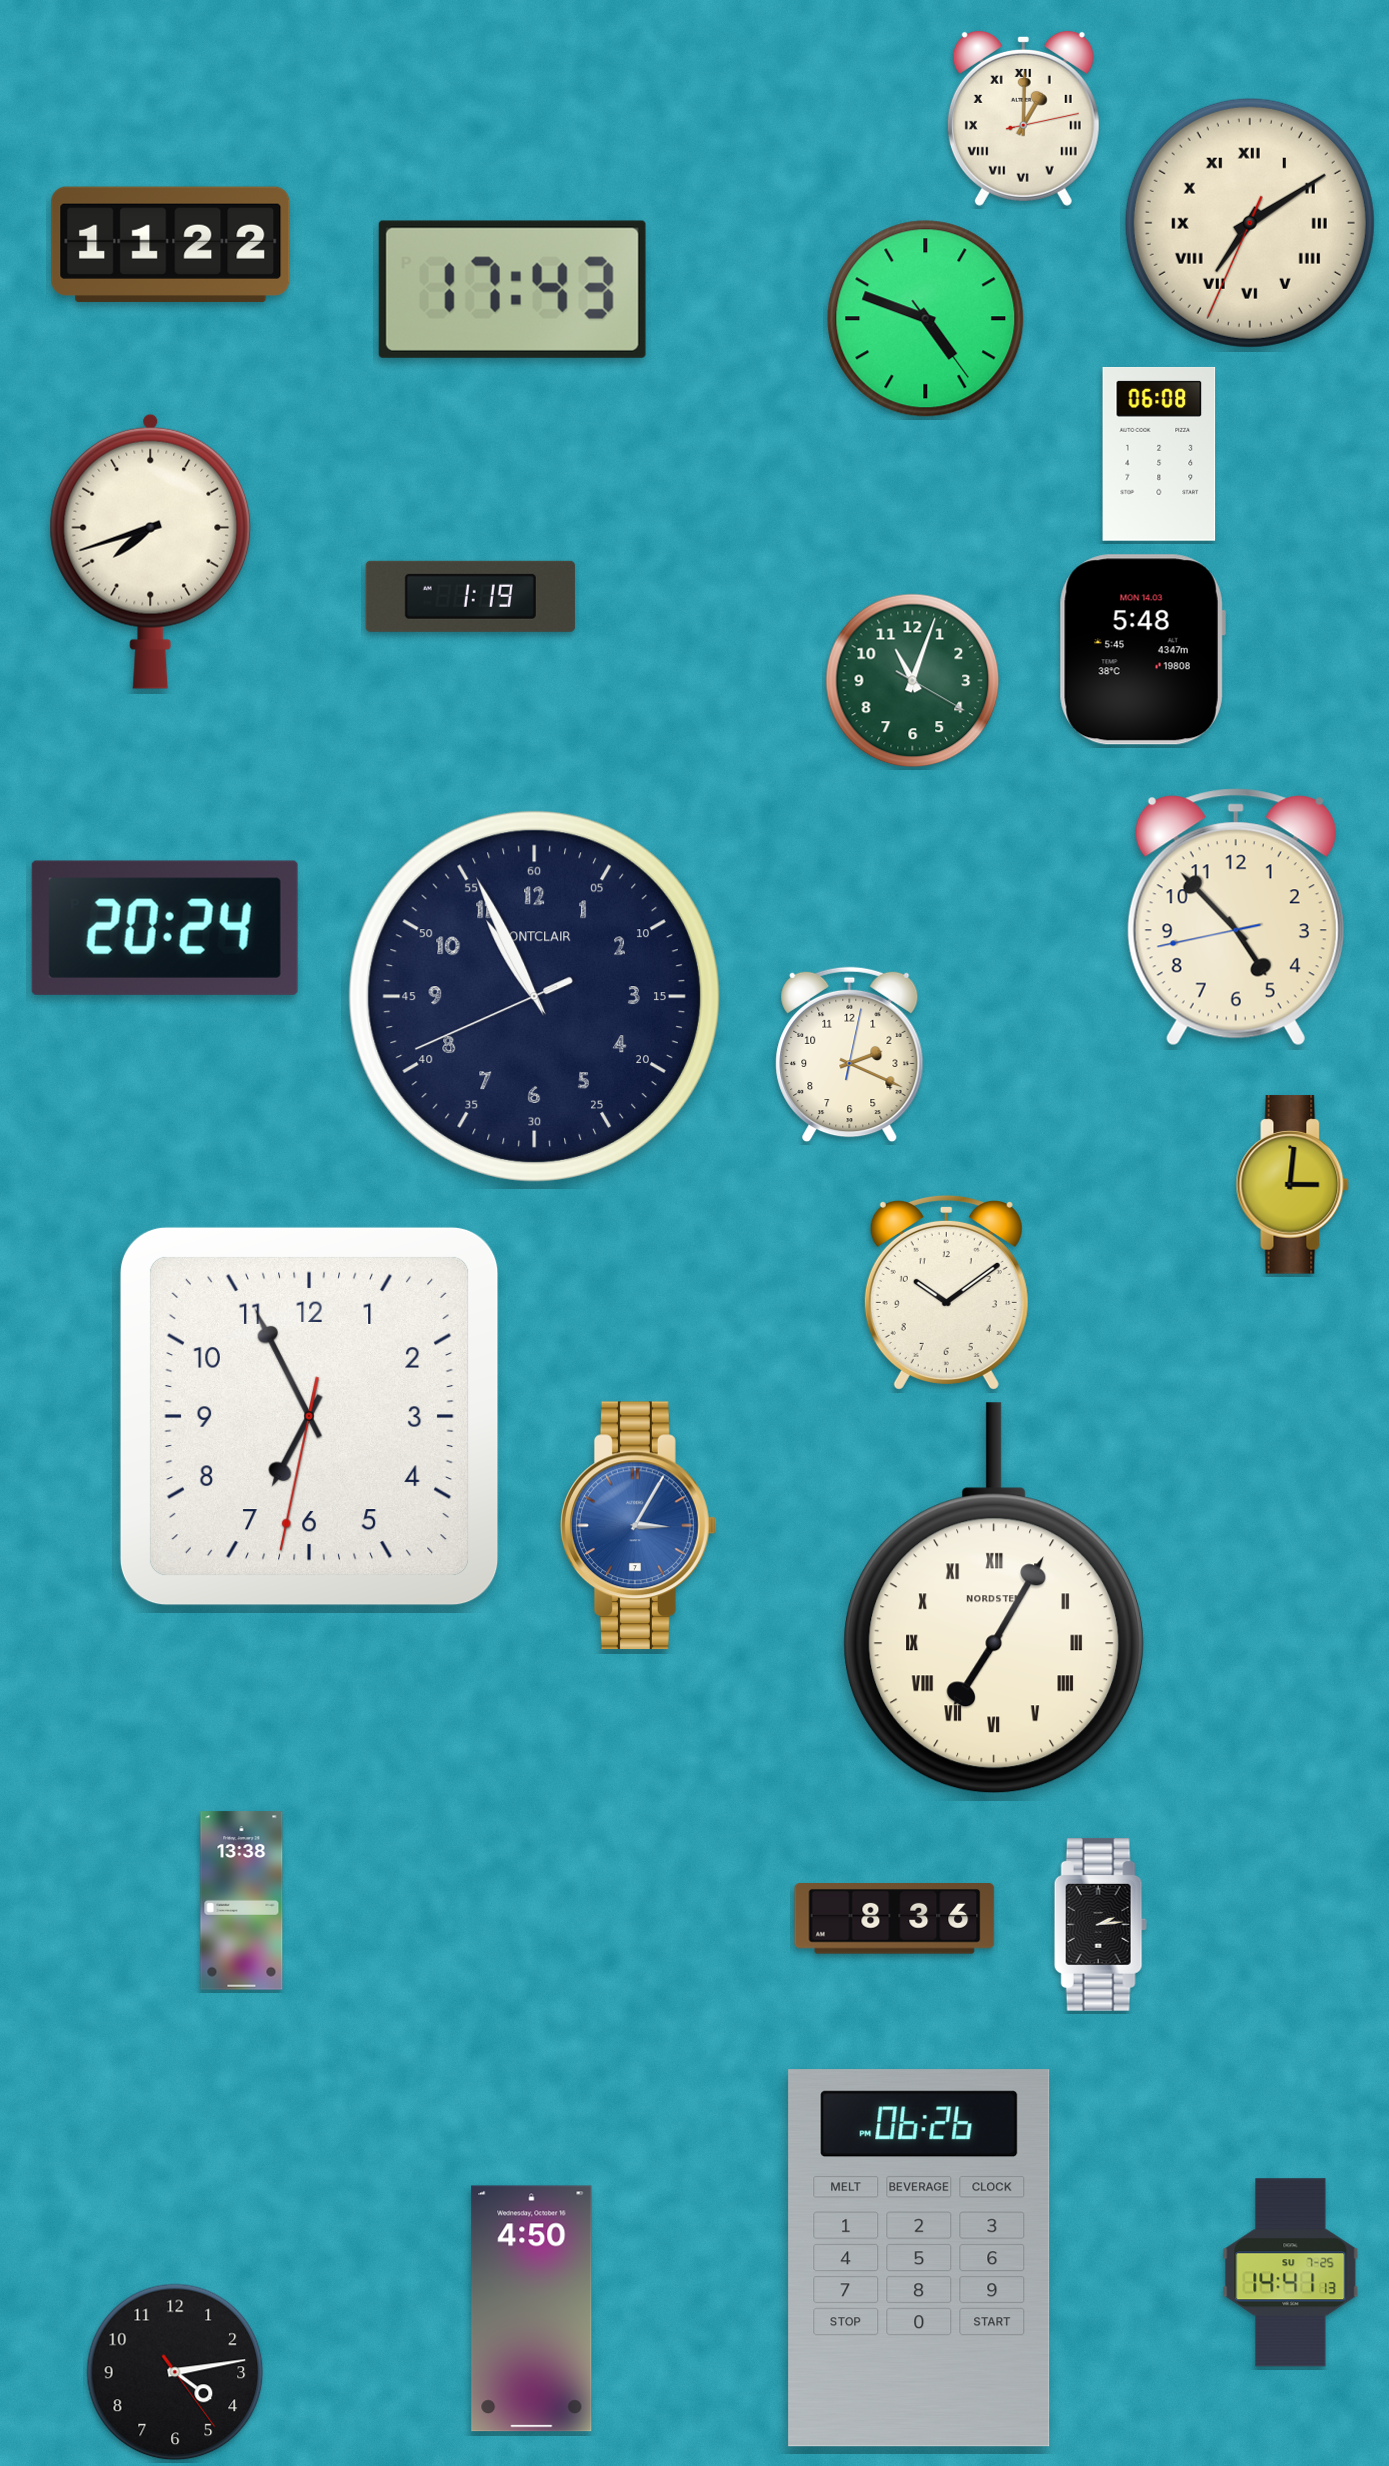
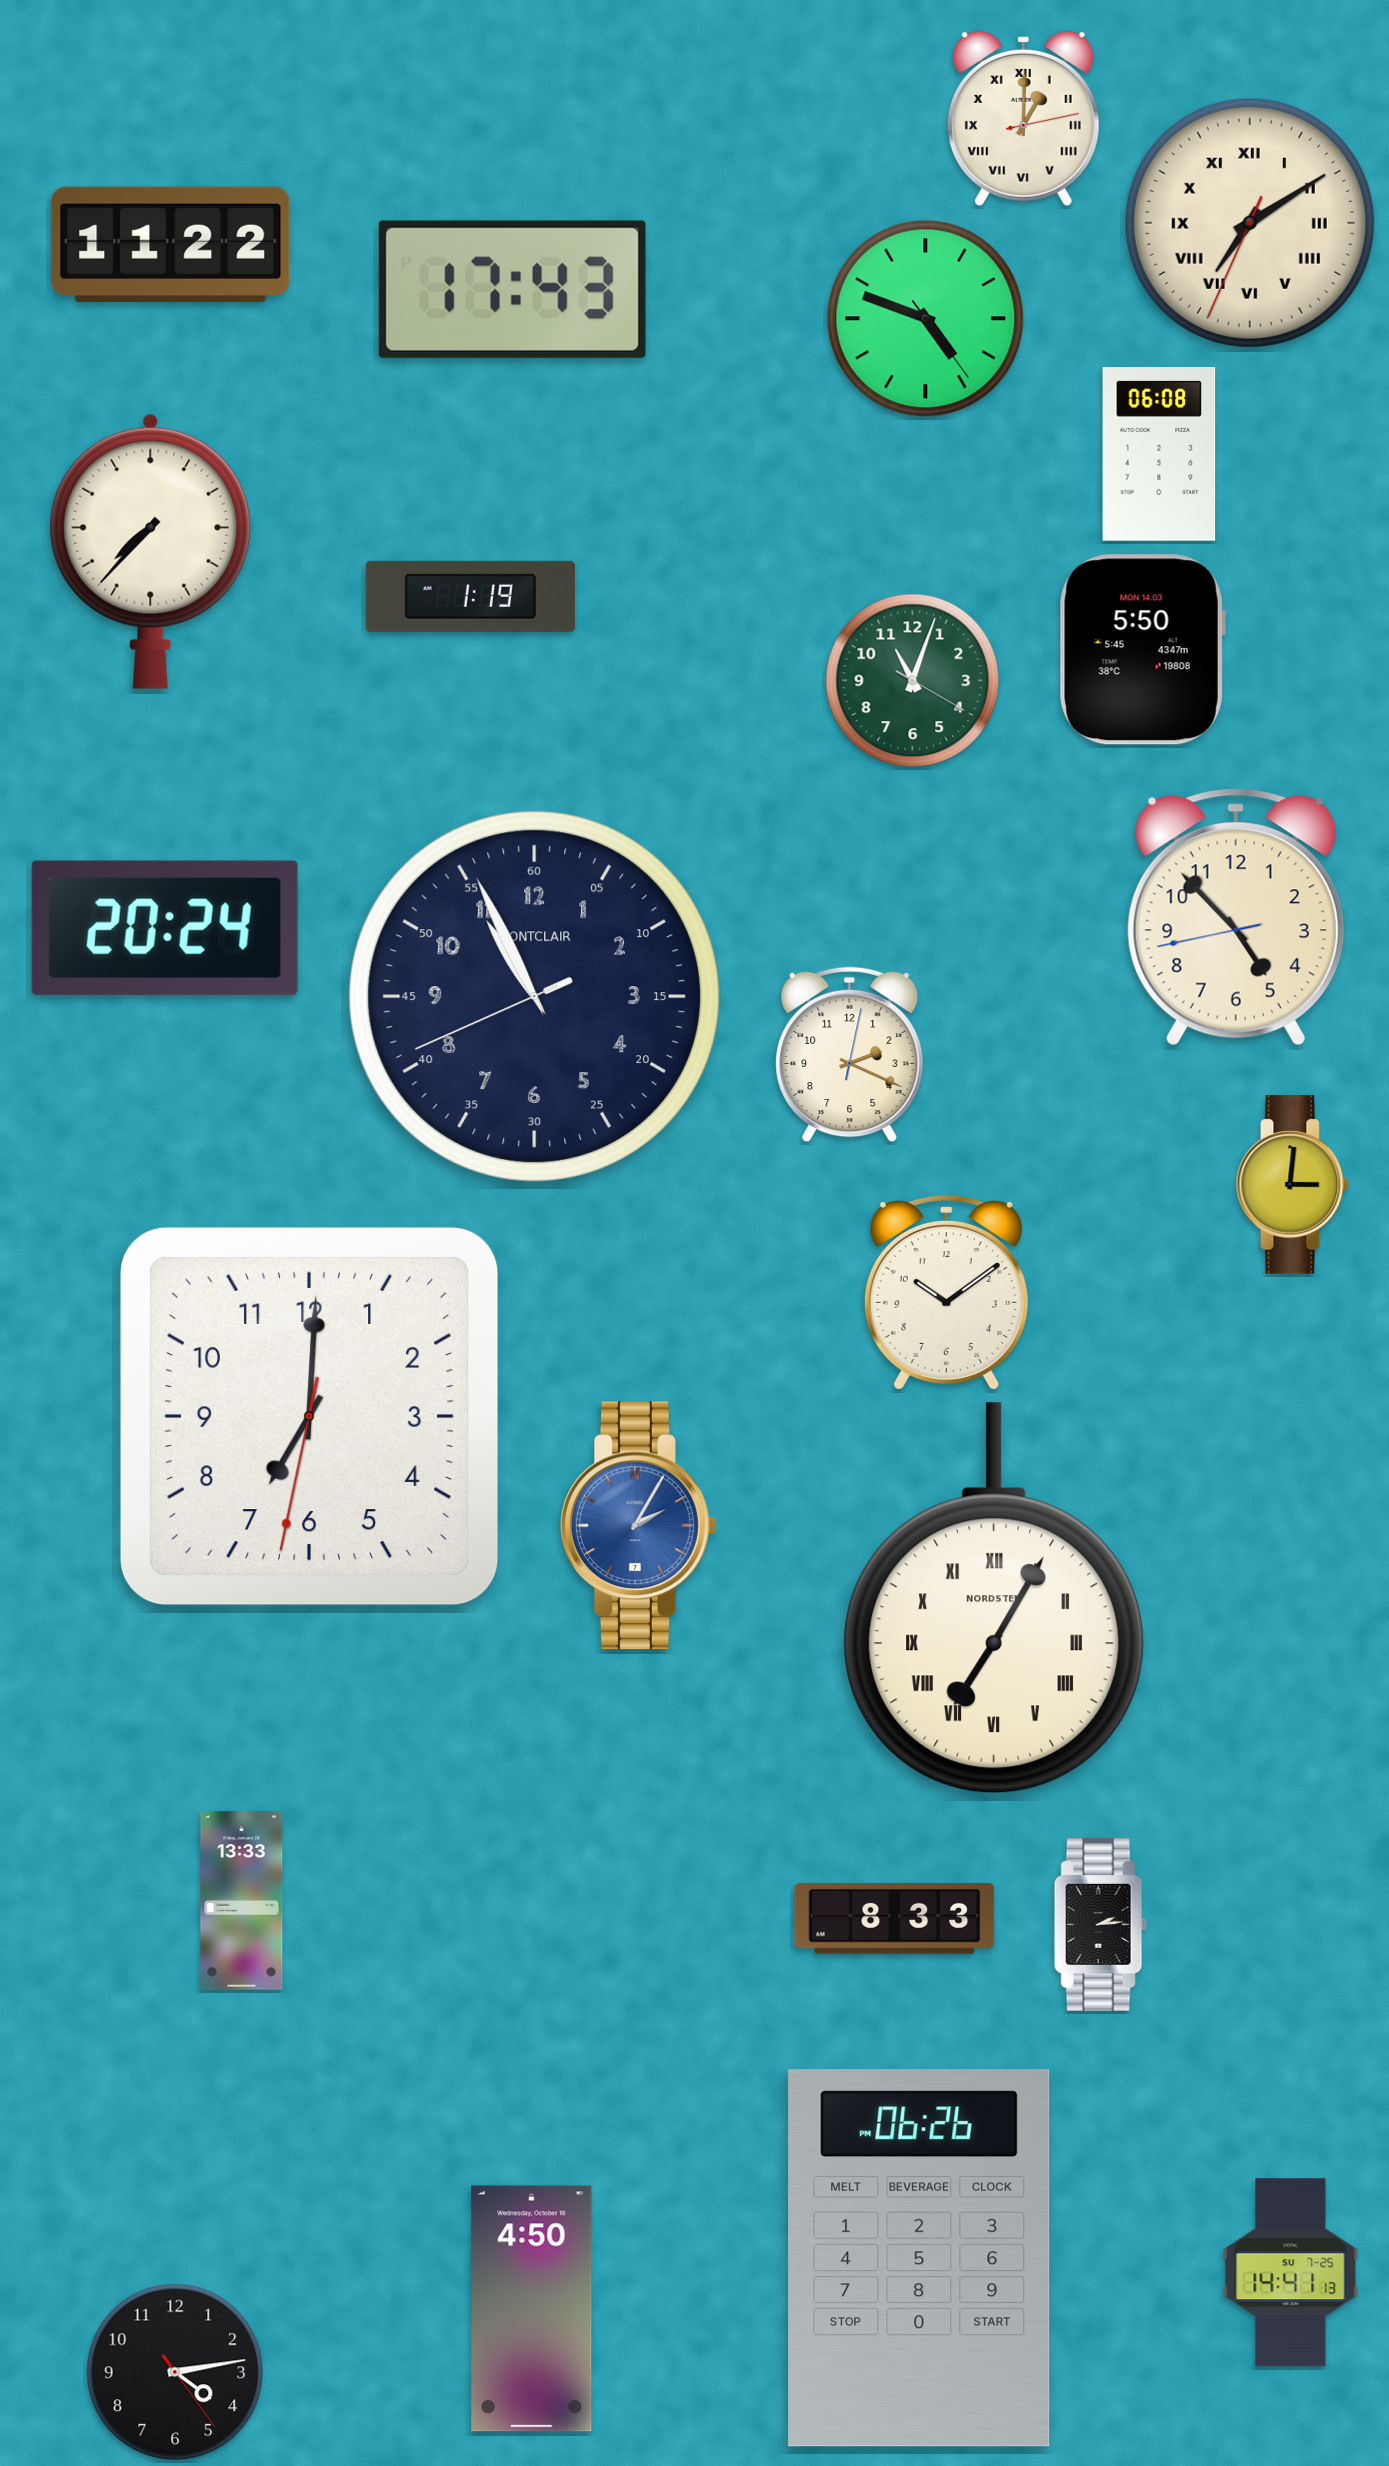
clock at (151, 551): 7:42 -> 7:37
clock at (1142, 650): 5:48 -> 5:50
clock at (309, 1416): 6:55 -> 7:00
clock at (639, 1526): 3:05 -> 2:05
clock at (242, 1901): 13:38 -> 13:33
clock at (895, 1919): 8:36 -> 8:33
